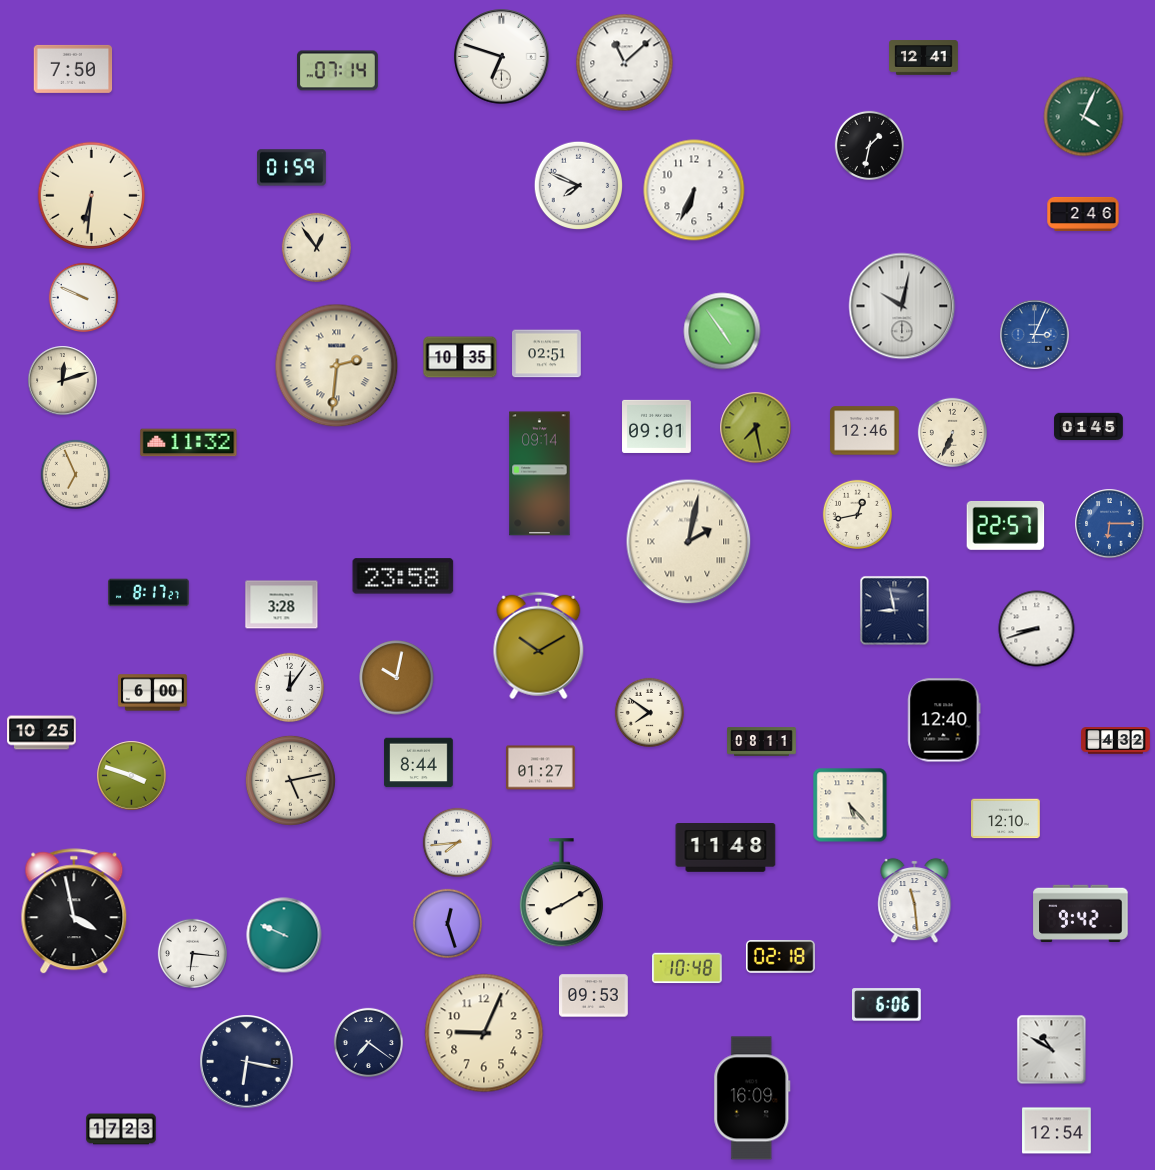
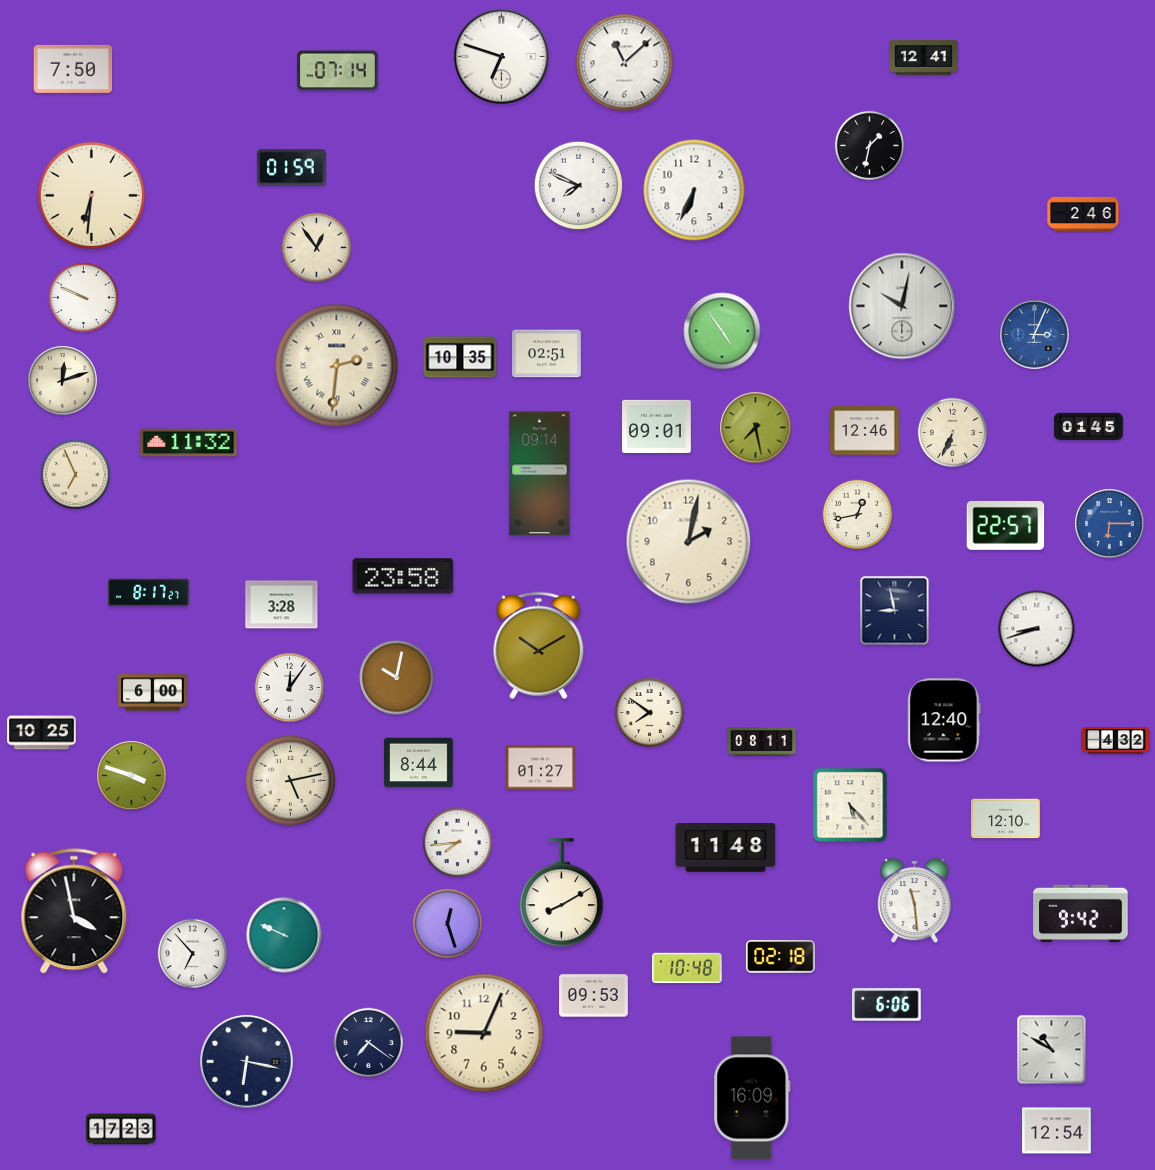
clock at (1084, 117): 4:04 -> none
clock at (689, 542) numerals: Roman -> Arabic
clock at (192, 953): 6:16 -> 6:53
